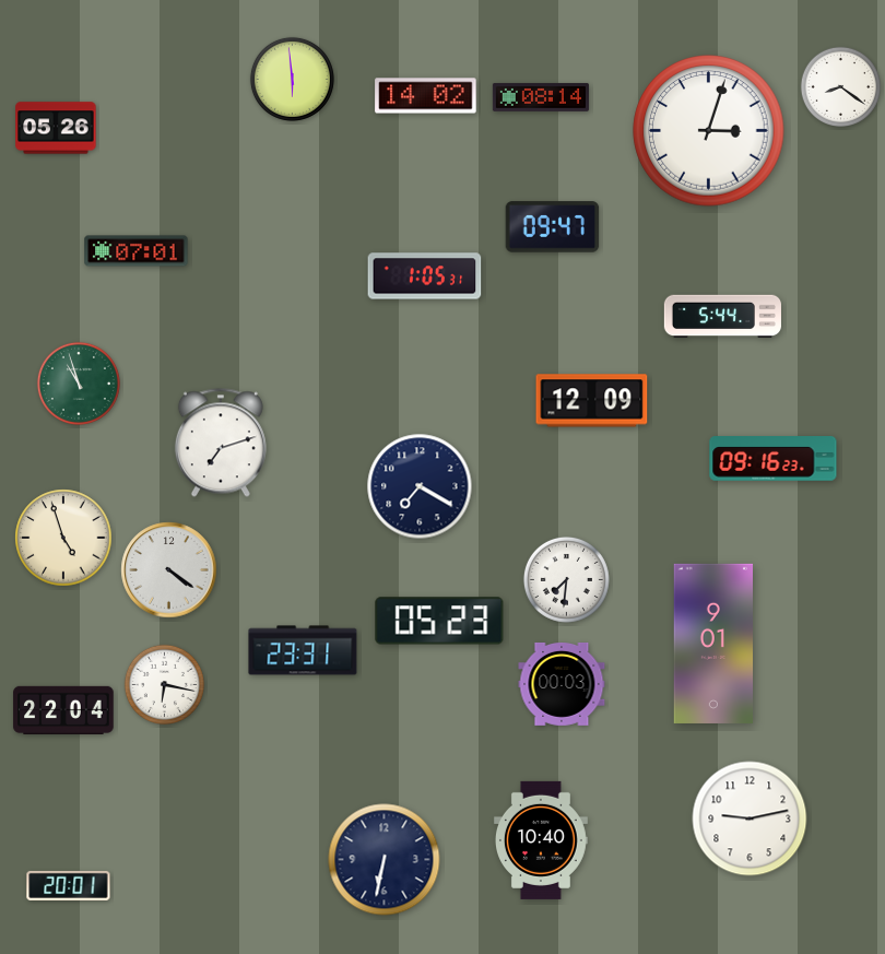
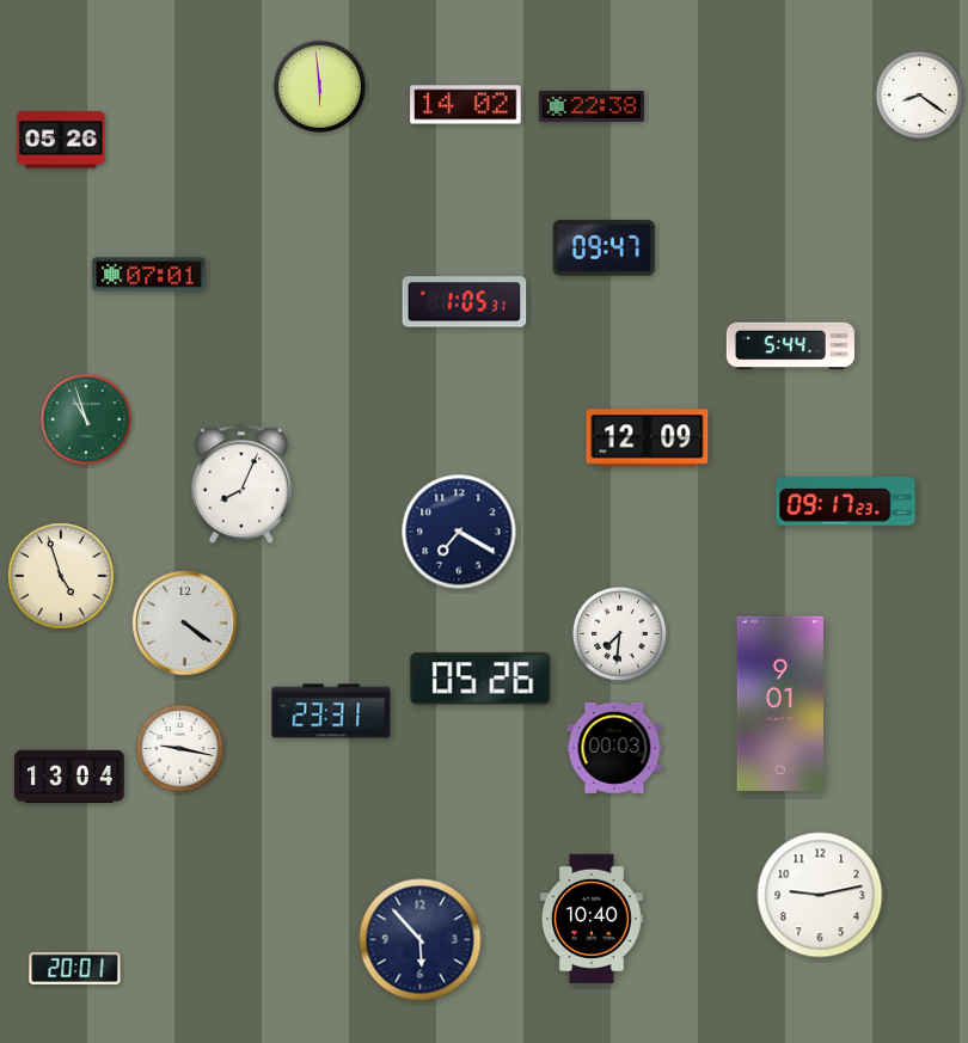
clock at (541, 97): 08:14 -> 22:38
clock at (709, 131): 3:03 -> none
clock at (221, 443): 7:12 -> 8:04
clock at (774, 459): 09:16 -> 09:17
clock at (63, 538) position: (63, 538) -> (61, 576)
clock at (439, 621): 05:23 -> 05:26
clock at (164, 684): 6:17 -> 9:17
clock at (63, 710): 22:04 -> 13:04
clock at (385, 860): 6:32 -> 5:53
